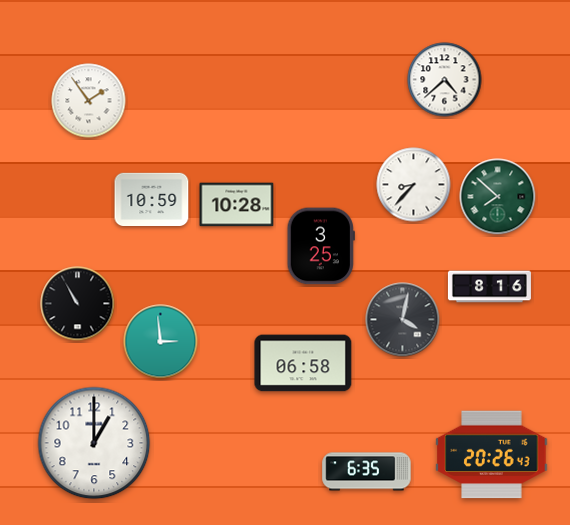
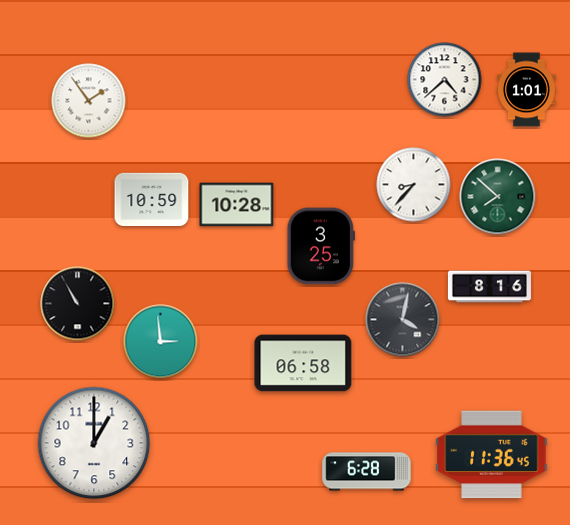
clock at (526, 90): none -> 1:01
clock at (492, 455): 20:26 -> 11:36
clock at (367, 472): 6:35 -> 6:28
